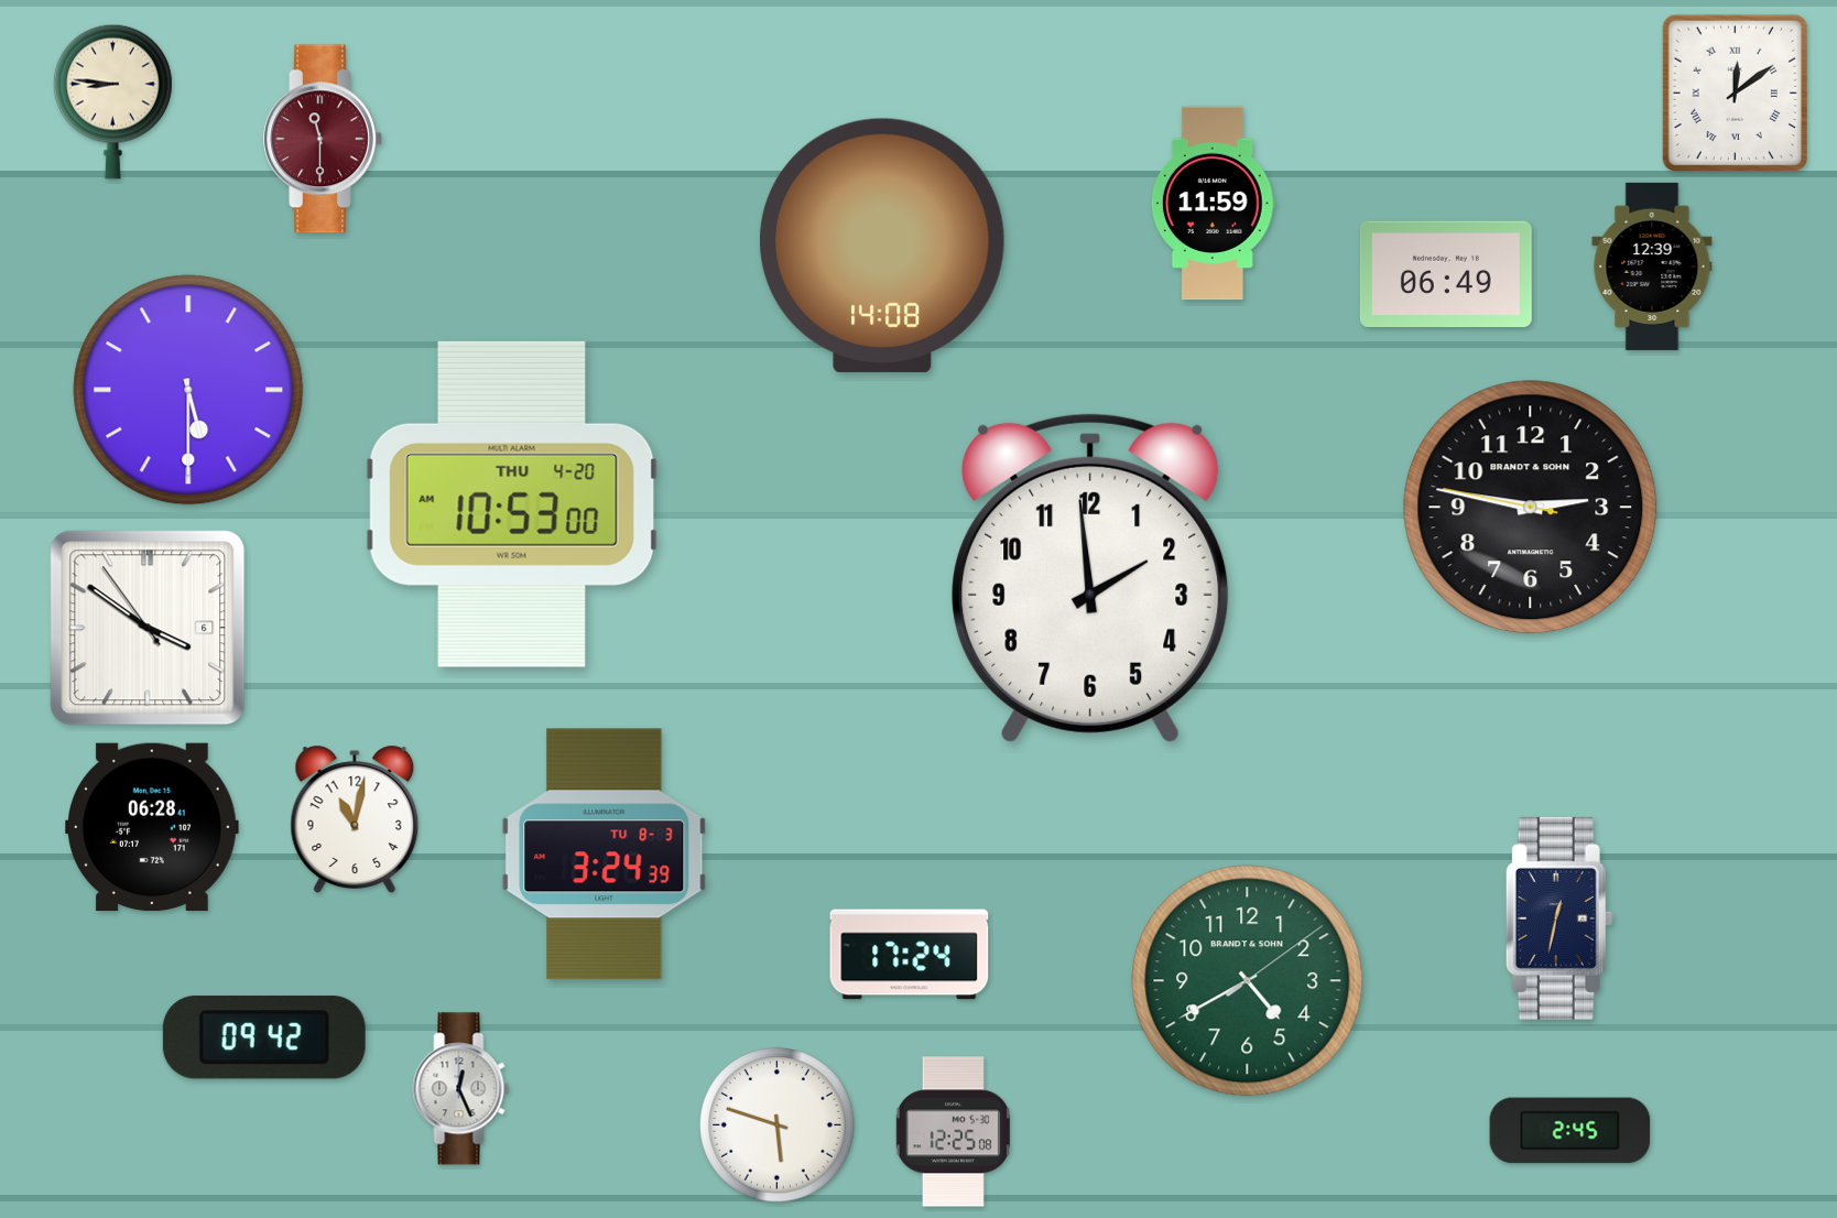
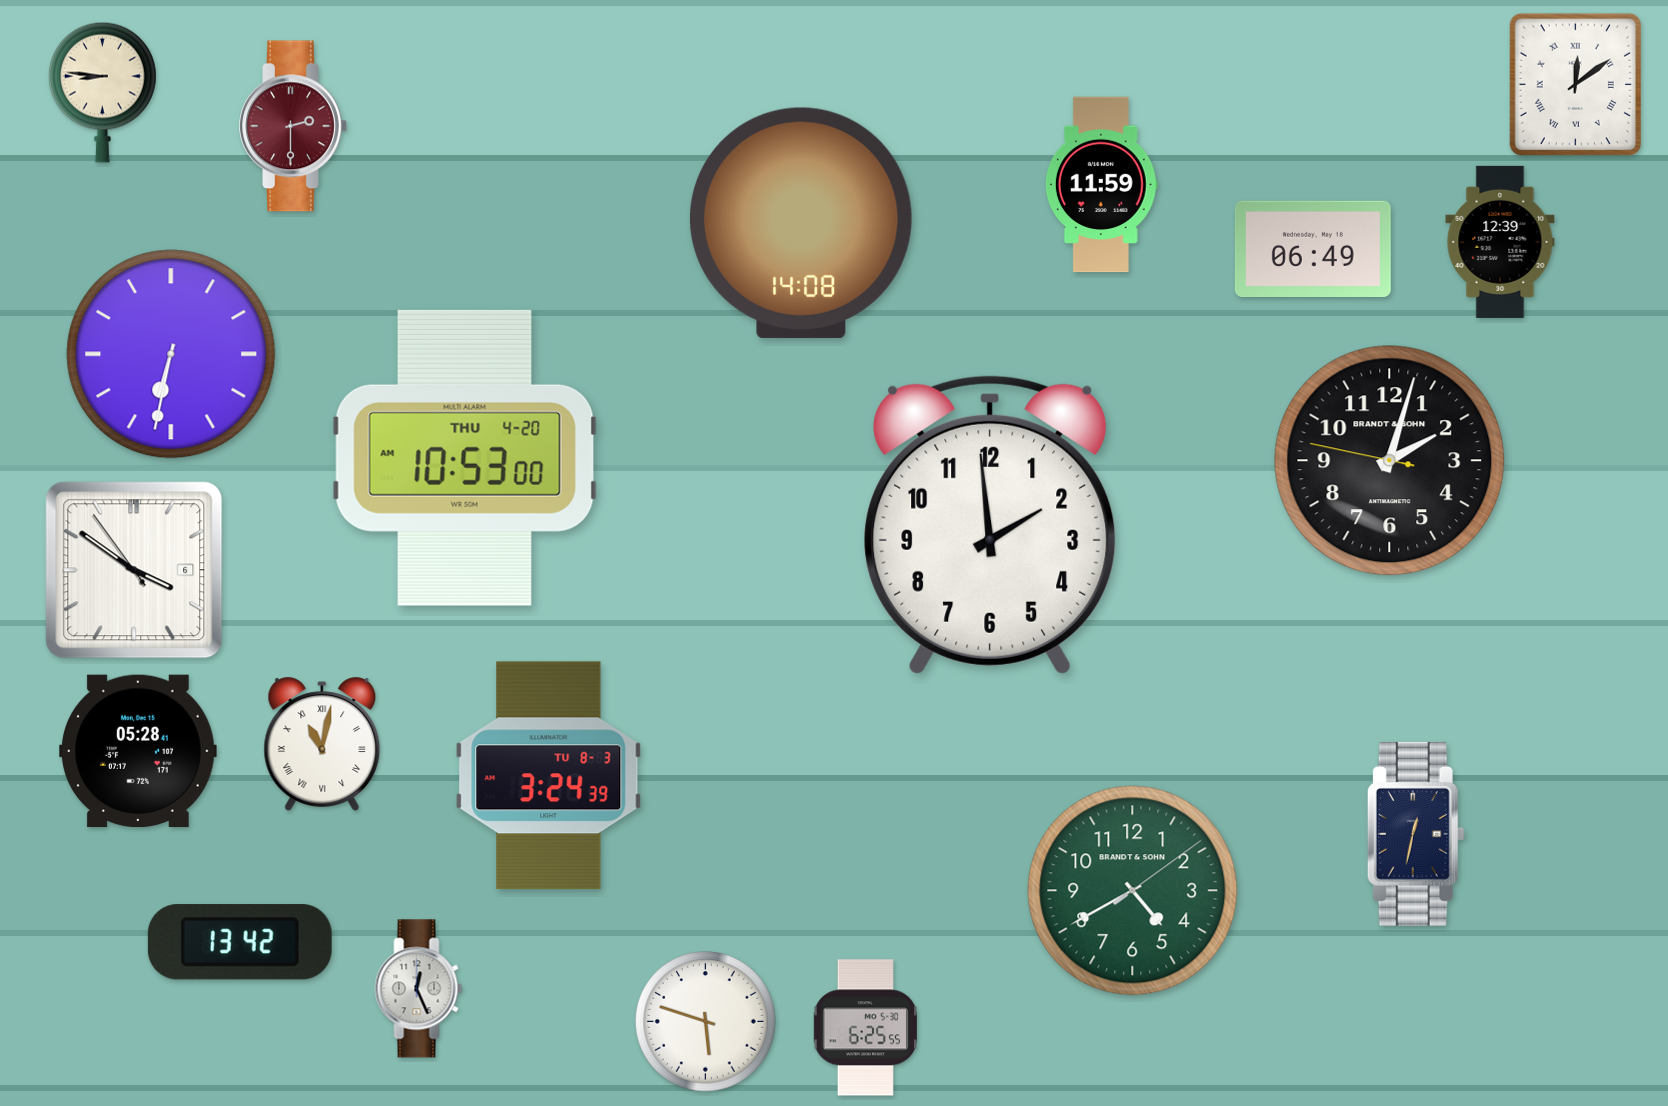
clock at (323, 139): 11:30 -> 2:30
clock at (188, 390): 5:30 -> 6:32
clock at (1531, 508): 2:46 -> 2:02
clock at (355, 819) numerals: Arabic -> Roman
clock at (153, 827): 06:28 -> 05:28
clock at (910, 955): 17:24 -> none
clock at (264, 1037): 09:42 -> 13:42
clock at (1570, 1131): 2:45 -> none
clock at (953, 1132): 12:25 -> 6:25
